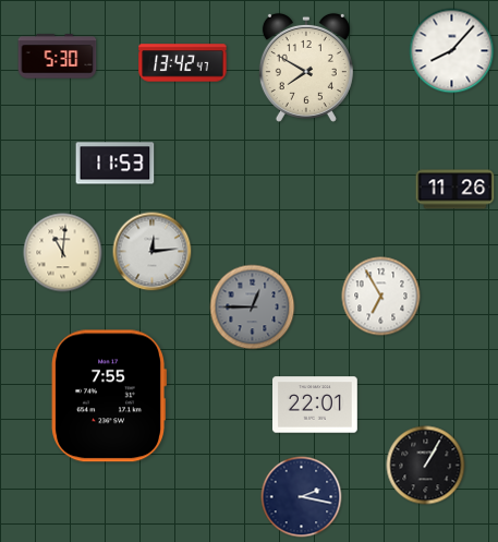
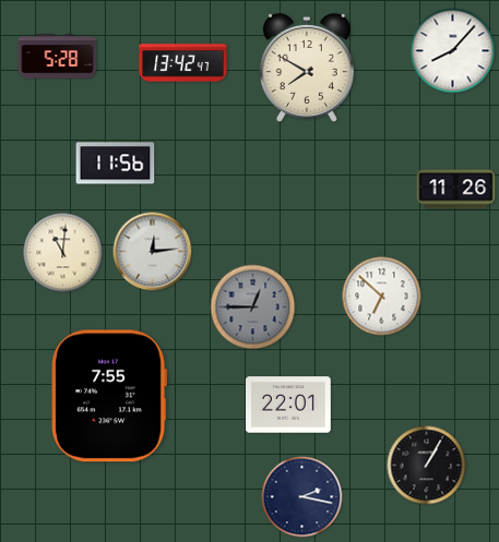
clock at (58, 57): 5:30 -> 5:28
clock at (116, 164): 11:53 -> 11:56
clock at (381, 297): 6:55 -> 6:52
clock at (316, 405) position: (316, 405) -> (289, 405)
